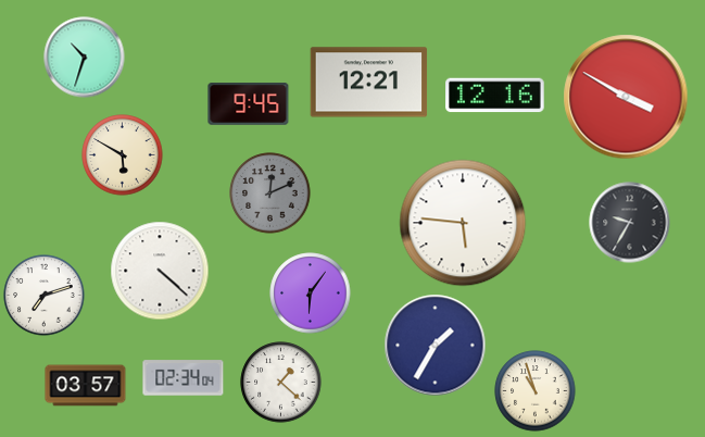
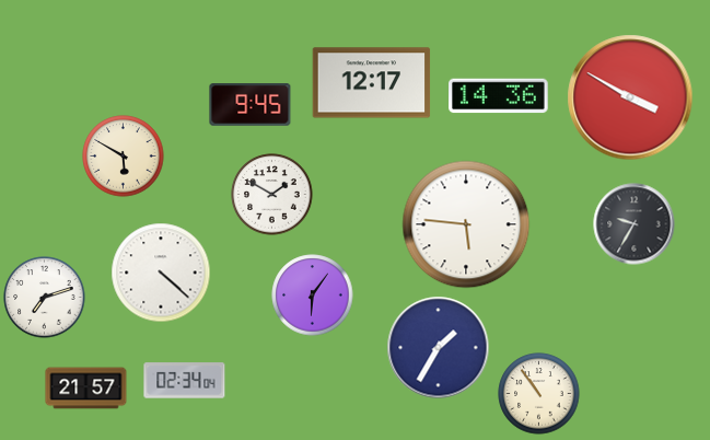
clock at (85, 58): 10:33 -> none
clock at (369, 83): 12:21 -> 12:17
clock at (495, 96): 12:16 -> 14:36
clock at (270, 193): 12:11 -> 1:50
clock at (270, 193) dial: grey -> white
clock at (281, 383): 1:22 -> none
clock at (86, 386): 03:57 -> 21:57
clock at (536, 391): 10:57 -> 10:54
